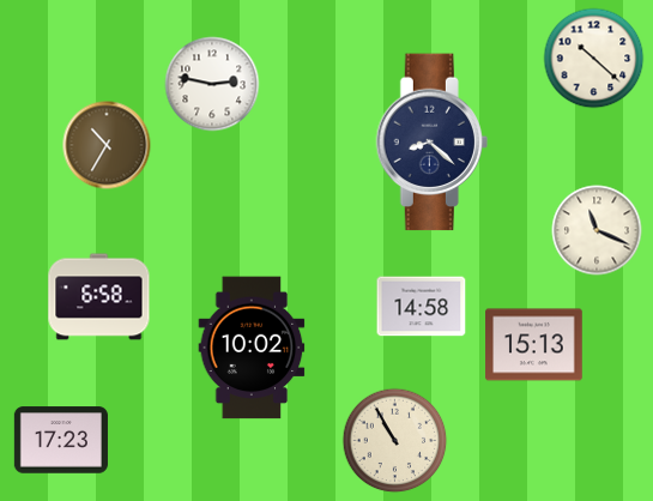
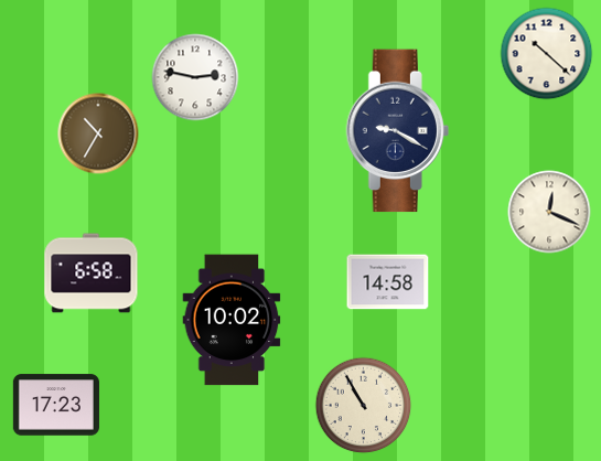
clock at (431, 143): 8:22 -> 9:20
clock at (597, 230): 11:19 -> 12:19
clock at (534, 345): 15:13 -> none
